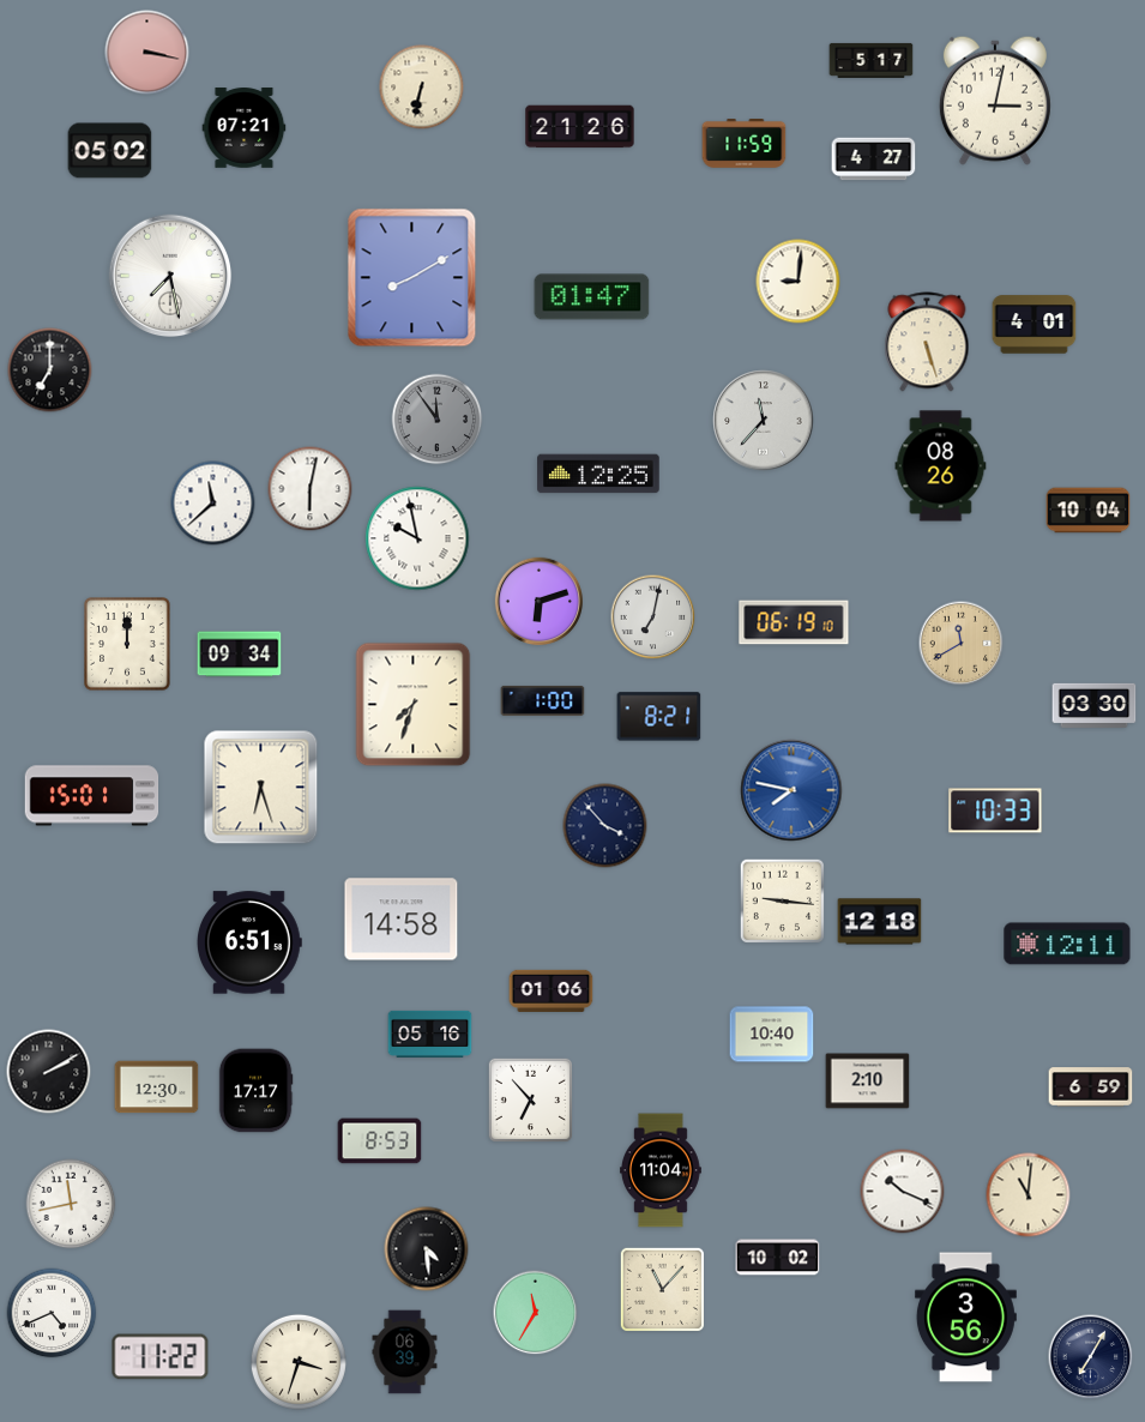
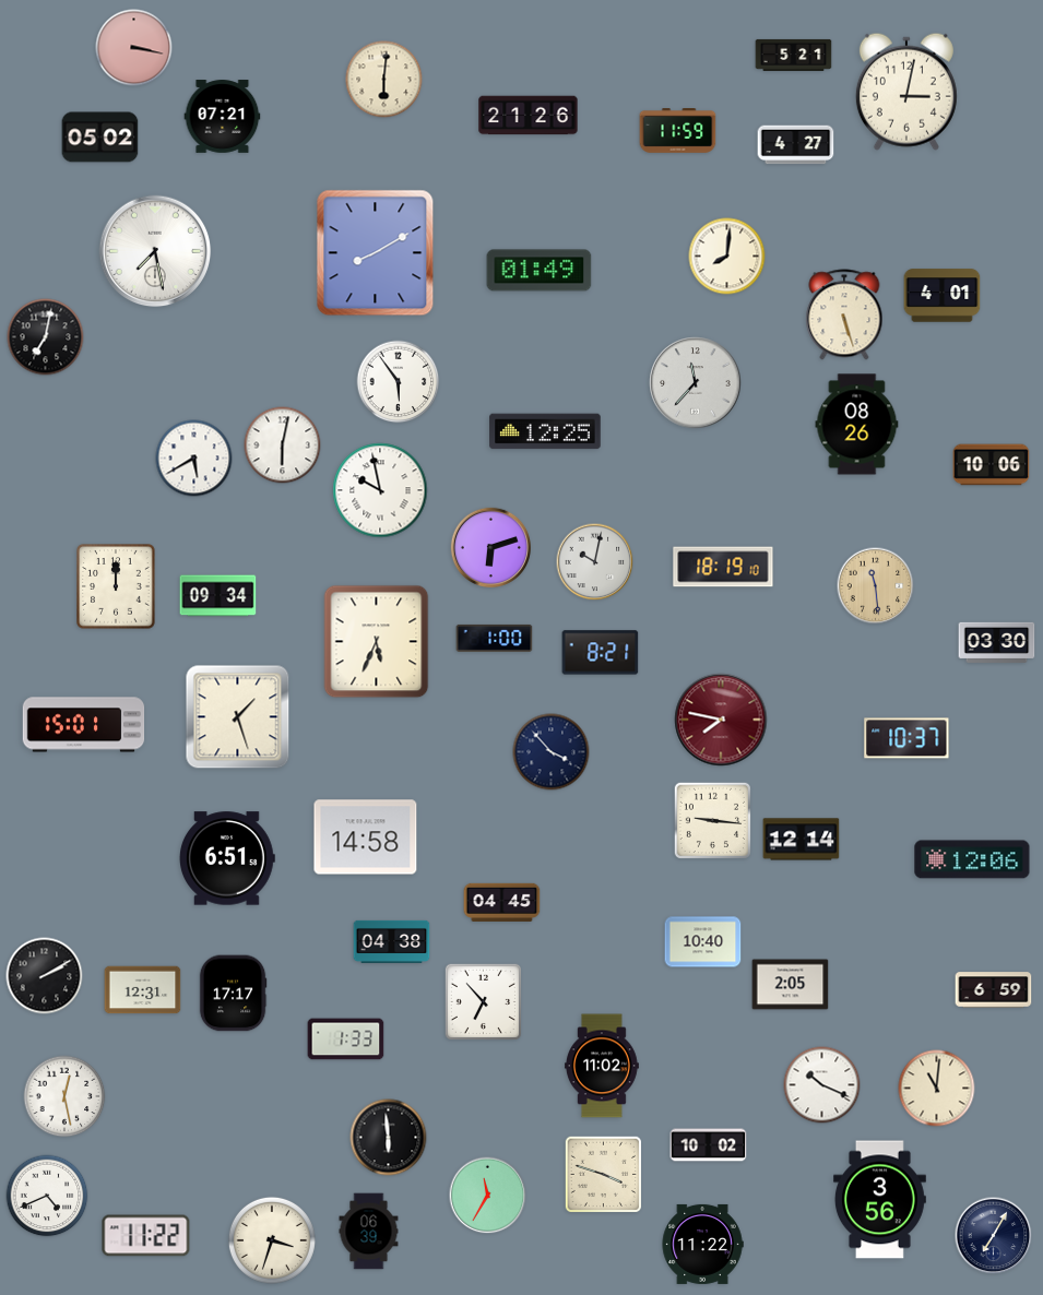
clock at (872, 60): 5:17 -> 5:21
clock at (422, 88): 6:32 -> 6:01
clock at (799, 282): 9:01 -> 8:01
clock at (592, 297): 01:47 -> 01:49
clock at (927, 342) position: (927, 342) -> (844, 314)
clock at (50, 370): 7:00 -> 7:02
clock at (438, 420): 11:54 -> 5:54
clock at (438, 420) dial: grey -> white
clock at (213, 504): 11:38 -> 5:40
clock at (1089, 511): 10:04 -> 10:06
clock at (653, 617): 7:02 -> 10:02
clock at (794, 622): 06:19 -> 18:19
clock at (962, 644): 11:40 -> 11:29
clock at (414, 705): 7:33 -> 5:34
clock at (261, 788): 6:27 -> 1:27
clock at (791, 790) dial: blue -> burgundy
clock at (995, 811): 10:33 -> 10:37
clock at (880, 922): 12:18 -> 12:14
clock at (1067, 944): 12:11 -> 12:06
clock at (552, 990): 01:06 -> 04:45
clock at (430, 1034): 05:16 -> 04:38
clock at (868, 1081): 2:10 -> 2:05
clock at (157, 1087): 12:30 -> 12:31
clock at (380, 1141): 8:53 -> 1:33
clock at (661, 1170): 11:04 -> 11:02
clock at (71, 1204): 11:43 -> 12:28
clock at (427, 1249): 4:29 -> 5:59
clock at (662, 1289): 11:07 -> 3:48
clock at (702, 1244): none -> 11:22
